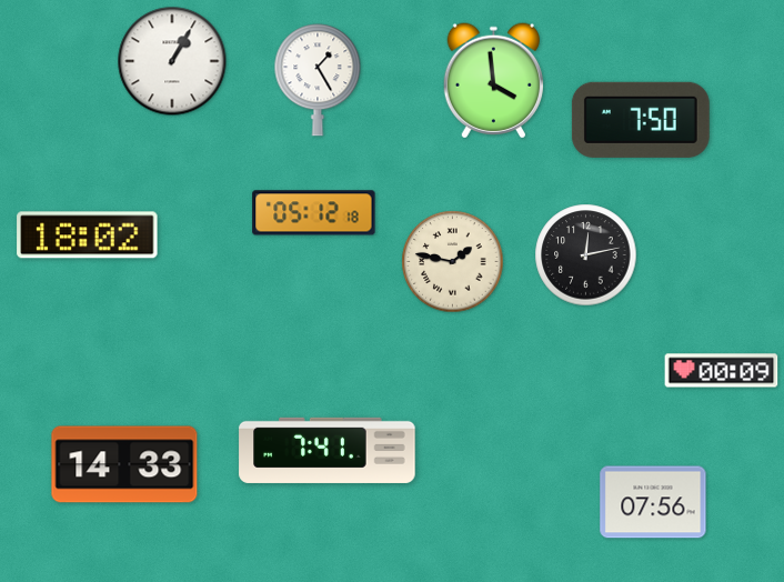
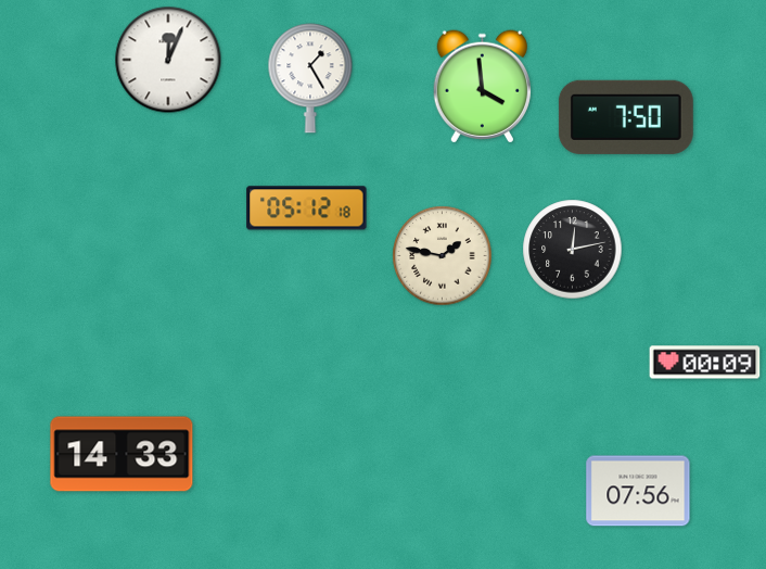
clock at (172, 61): 1:05 -> 12:04
clock at (493, 81) position: (493, 81) -> (482, 87)
clock at (88, 235): 18:02 -> none
clock at (328, 450): 7:41 -> none
